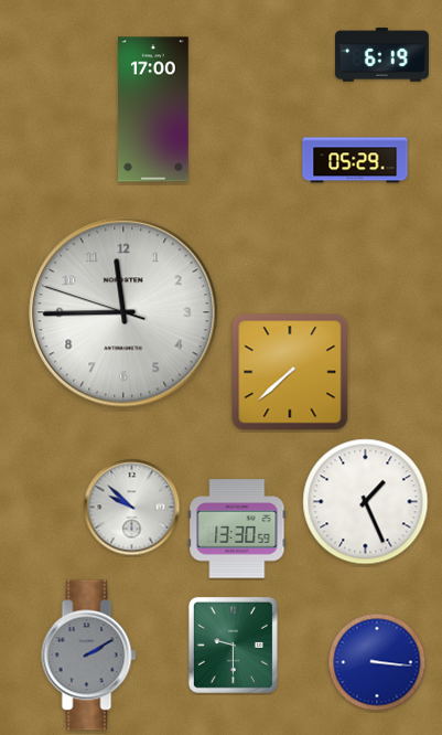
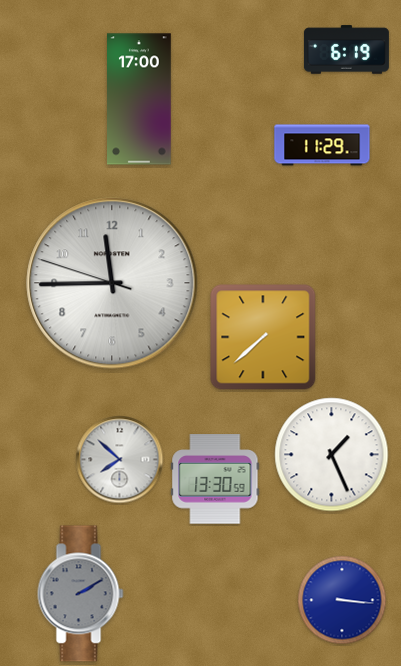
clock at (355, 160): 05:29 -> 11:29
clock at (132, 508): 9:52 -> 7:52
clock at (233, 645): 9:30 -> none
